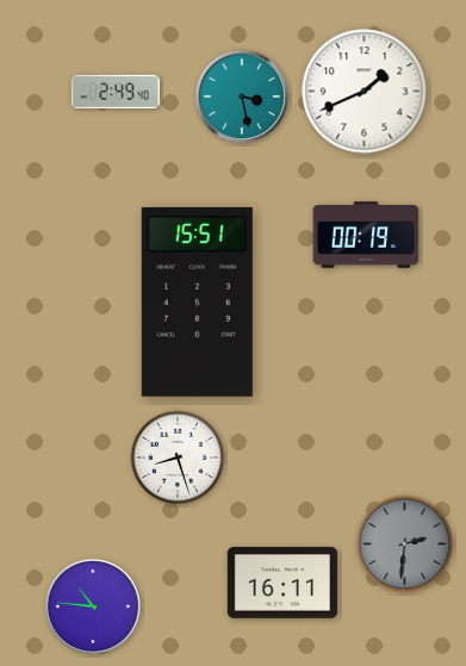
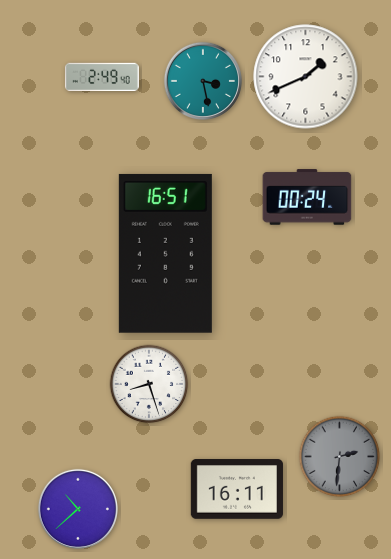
clock at (116, 92) position: (116, 92) -> (102, 77)
clock at (366, 235): 00:19 -> 00:24
clock at (197, 301): 15:51 -> 16:51
clock at (93, 606): 10:46 -> 10:38
